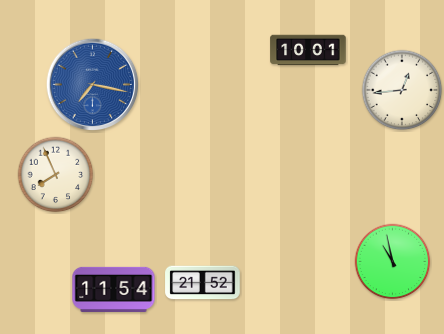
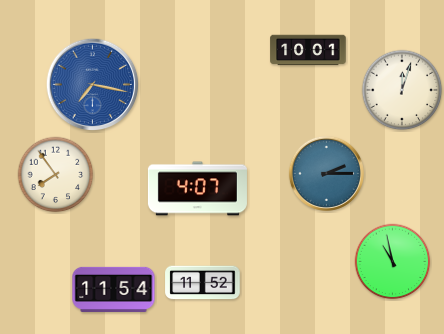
clock at (402, 90): 12:44 -> 12:03
clock at (326, 173): none -> 2:15
clock at (56, 175): 7:56 -> 7:54
clock at (197, 189): none -> 4:07
clock at (203, 283): 21:52 -> 11:52
